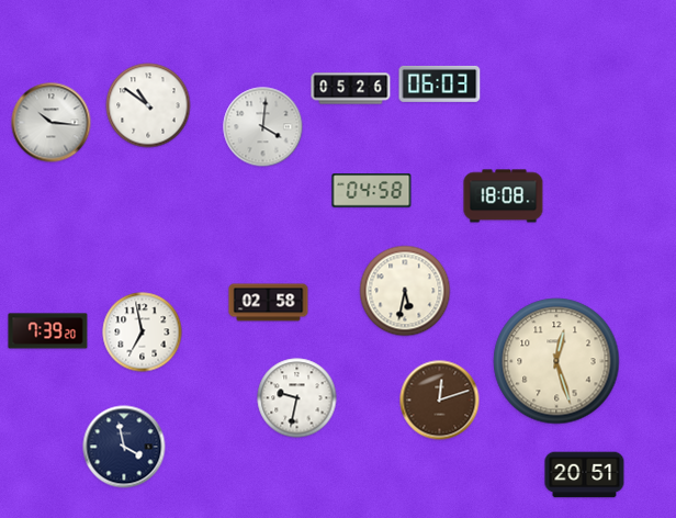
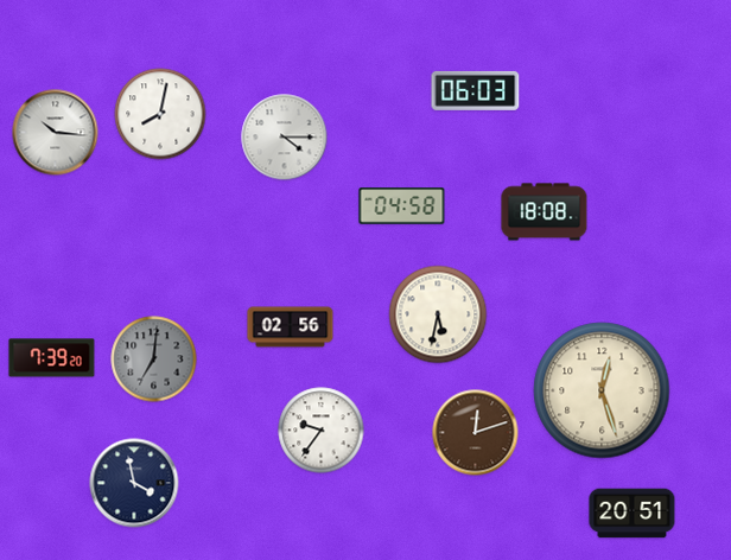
clock at (351, 89): 05:26 -> none
clock at (148, 105): 10:51 -> 8:02
clock at (263, 127): 4:01 -> 4:15
clock at (269, 303): 02:58 -> 02:56
clock at (143, 333): 6:58 -> 7:01
clock at (143, 333) dial: white -> grey
clock at (297, 398): 9:32 -> 9:36
